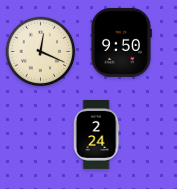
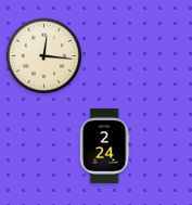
clock at (121, 42): 9:50 -> none
clock at (41, 52): 12:19 -> 12:16
